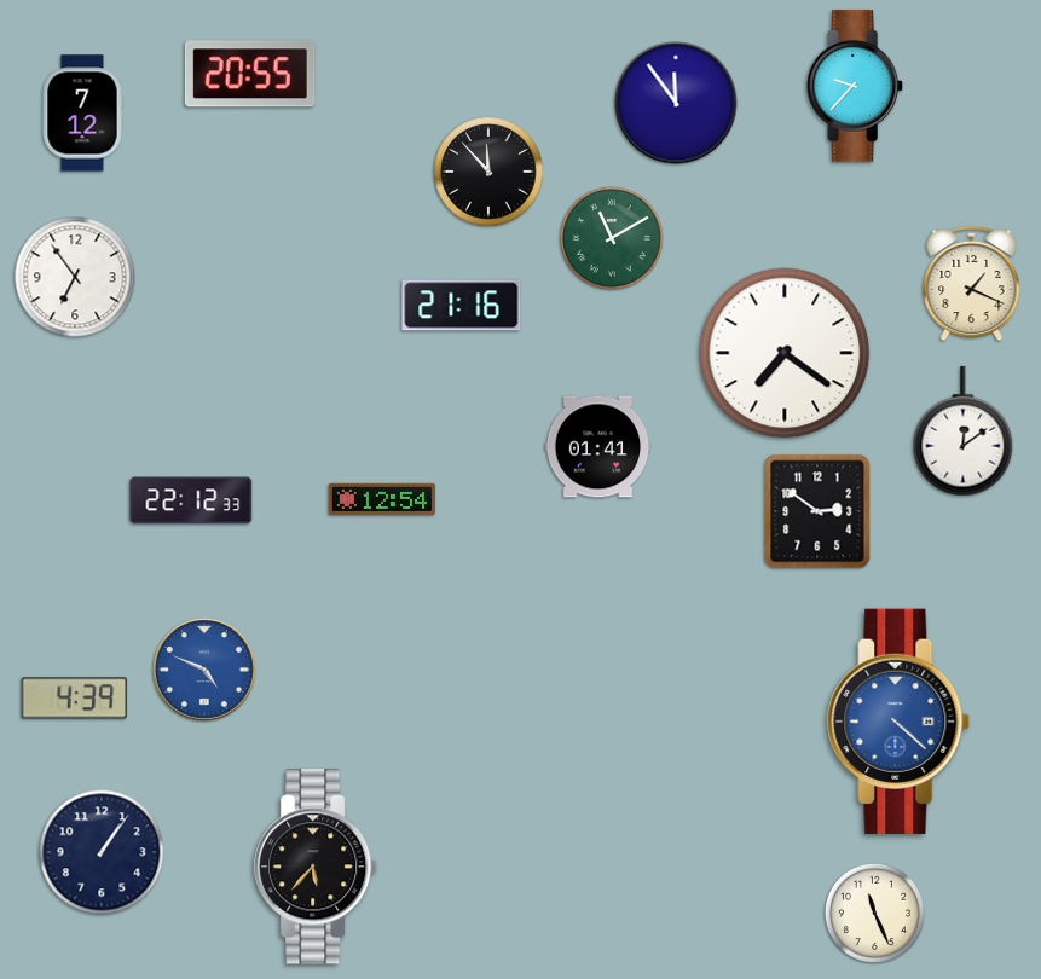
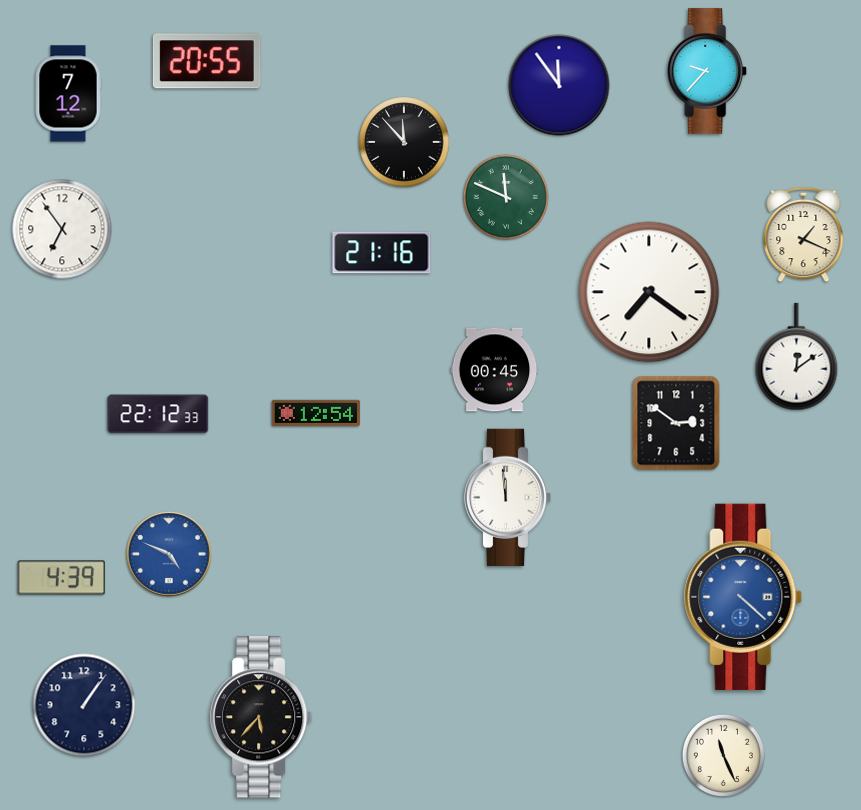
clock at (612, 238): 11:10 -> 11:49
clock at (598, 447): 01:41 -> 00:45
clock at (508, 497): none -> 11:59
